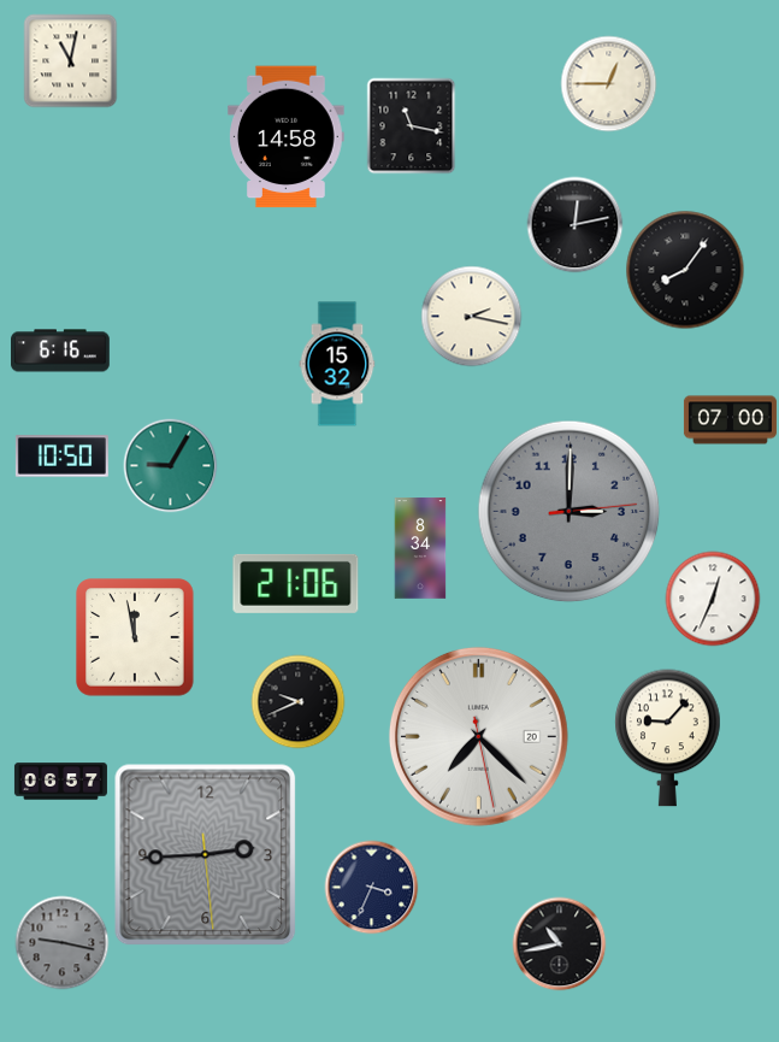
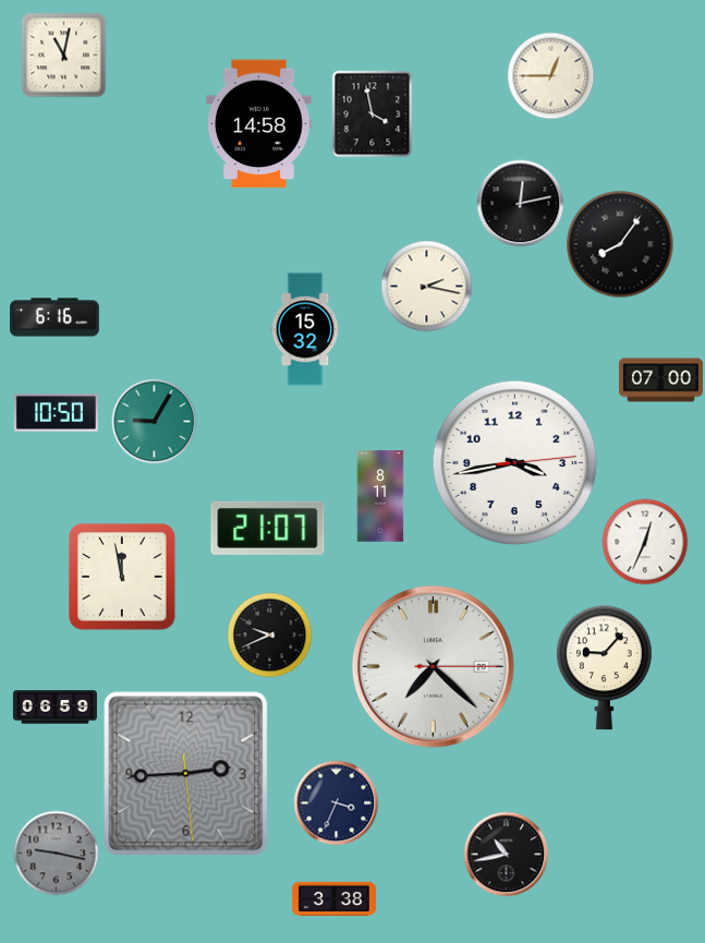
clock at (412, 125): 11:17 -> 3:58
clock at (570, 512): 3:00 -> 3:43
clock at (570, 512) dial: grey -> white
clock at (420, 548): 8:34 -> 8:11
clock at (296, 583): 21:06 -> 21:07
clock at (478, 736): 7:22:28 -> 7:22:15
clock at (60, 782): 06:57 -> 06:59
clock at (333, 898): none -> 3:38
